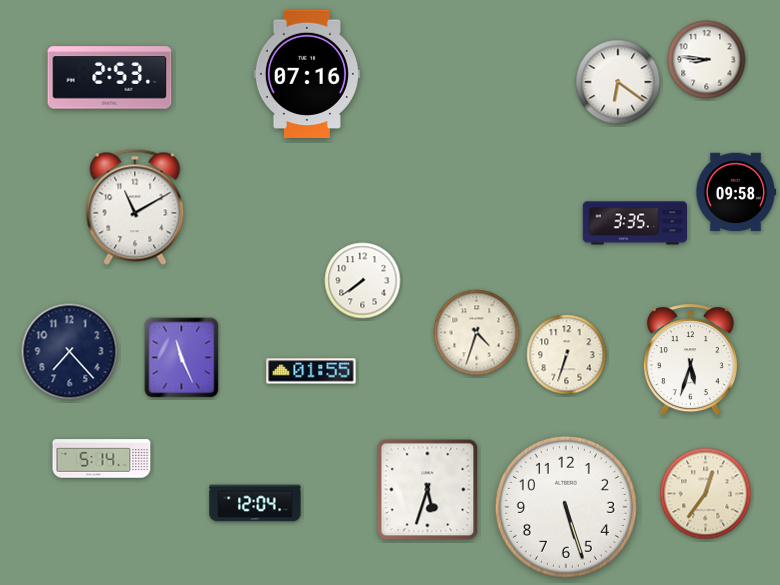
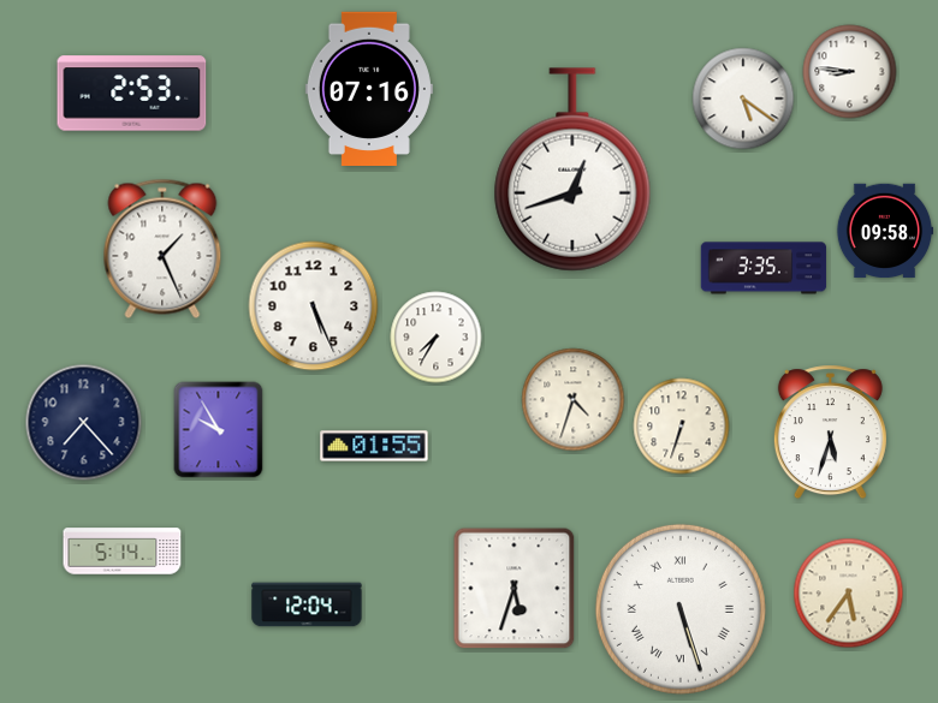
clock at (618, 82): 6:21 -> 5:21
clock at (572, 169): none -> 12:42
clock at (135, 207): 11:10 -> 1:26
clock at (314, 306): none -> 5:26
clock at (363, 281): 7:39 -> 7:35
clock at (182, 358): 11:26 -> 9:55
clock at (706, 494): 12:36 -> 5:36
clock at (566, 507) numerals: Arabic -> Roman
